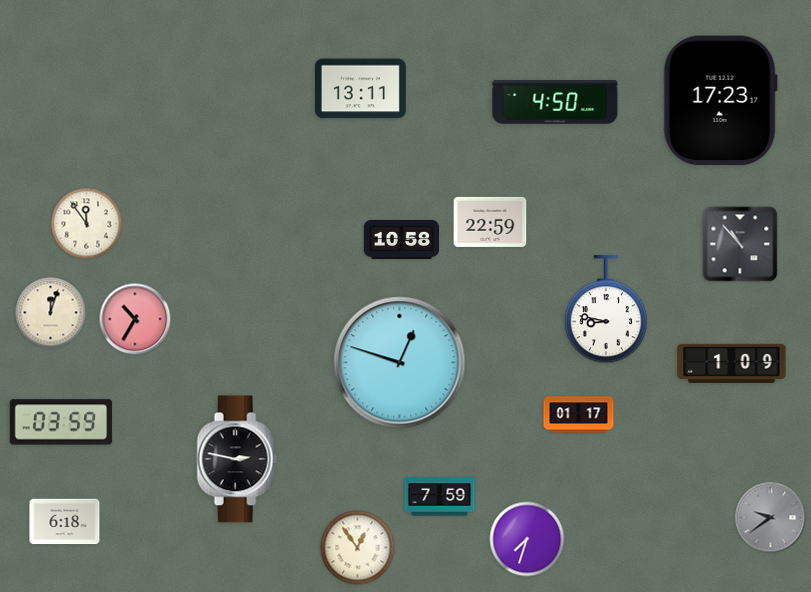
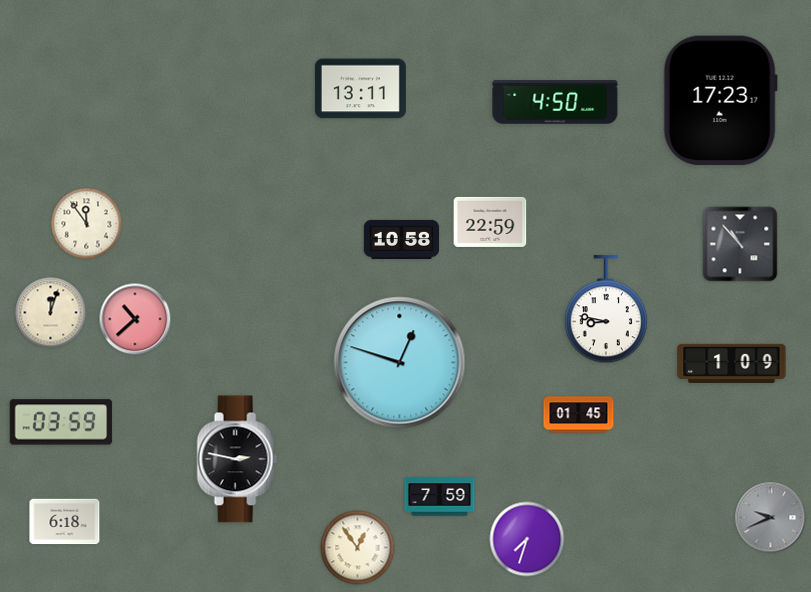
clock at (135, 319): 10:35 -> 10:38
clock at (579, 415): 01:17 -> 01:45
clock at (771, 518): 9:39 -> 9:41
